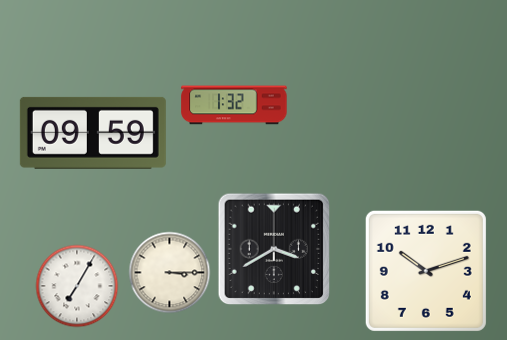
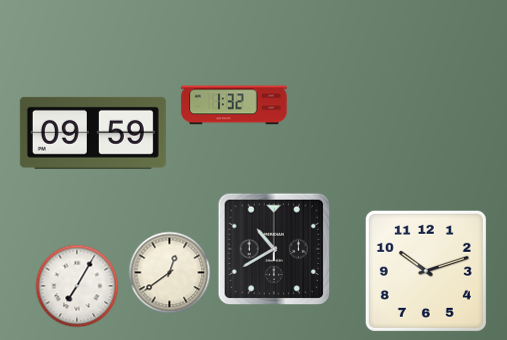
clock at (274, 249): 3:40 -> 10:40
clock at (170, 273): 3:15 -> 12:39
